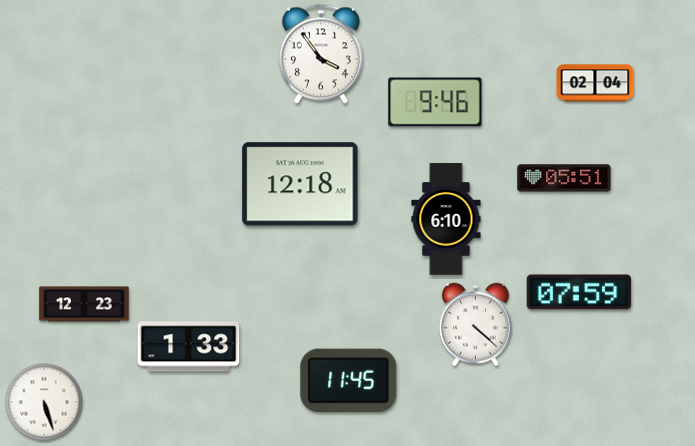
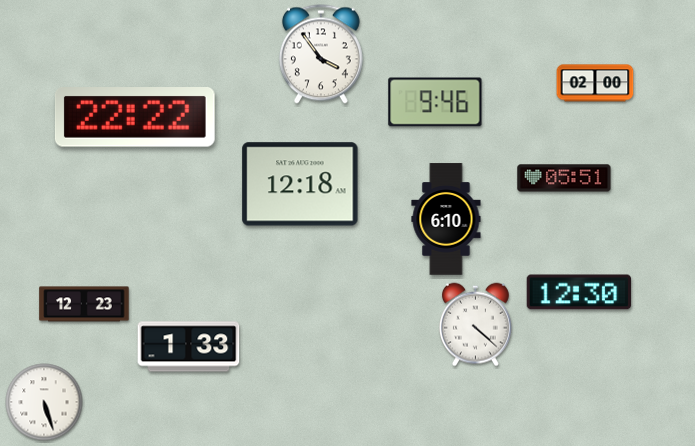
clock at (595, 83): 02:04 -> 02:00
clock at (135, 118): none -> 22:22
clock at (579, 292): 07:59 -> 12:30
clock at (349, 381): 11:45 -> none
